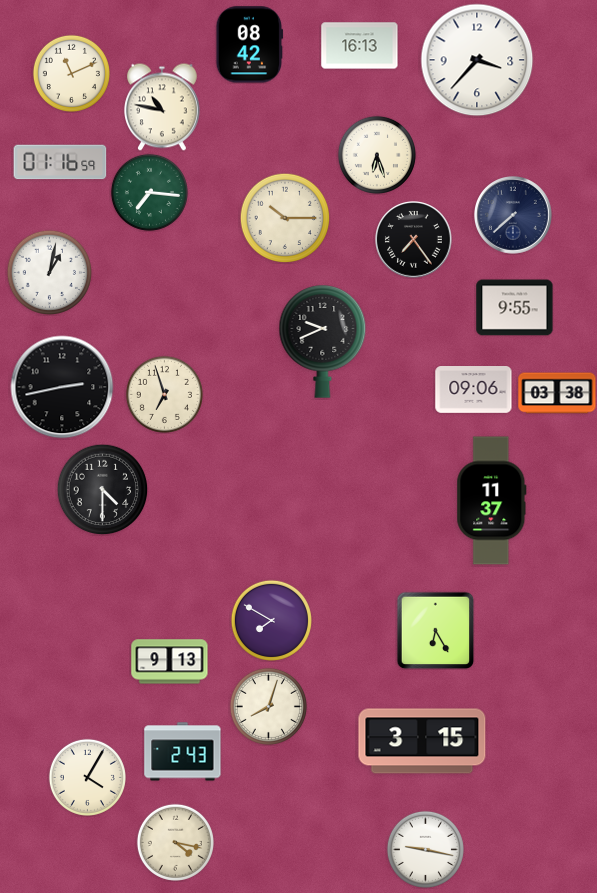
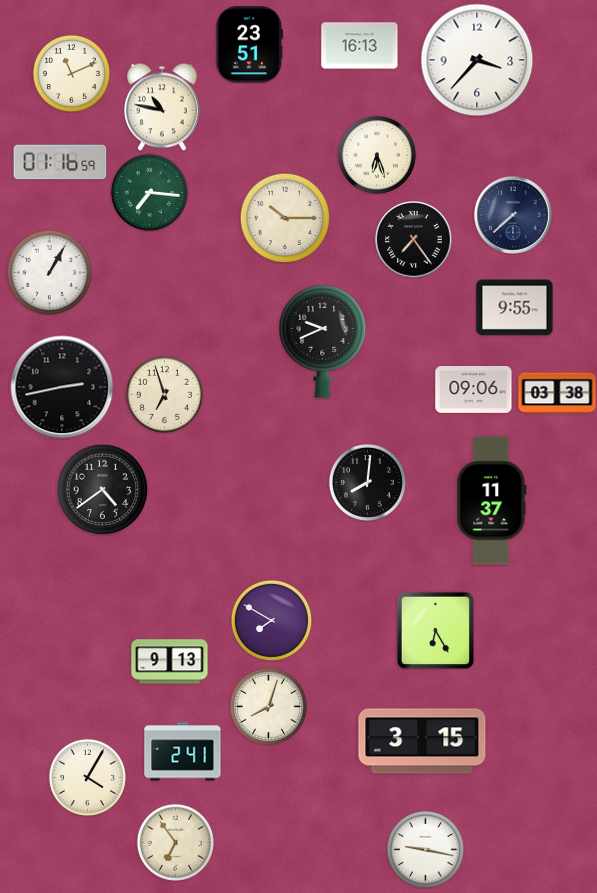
clock at (250, 45): 08:42 -> 23:51
clock at (49, 272): 1:02 -> 1:05
clock at (367, 482): none -> 8:01
clock at (102, 489): 4:30 -> 4:39
clock at (183, 752): 2:43 -> 2:41
clock at (175, 842): 4:17 -> 6:54
